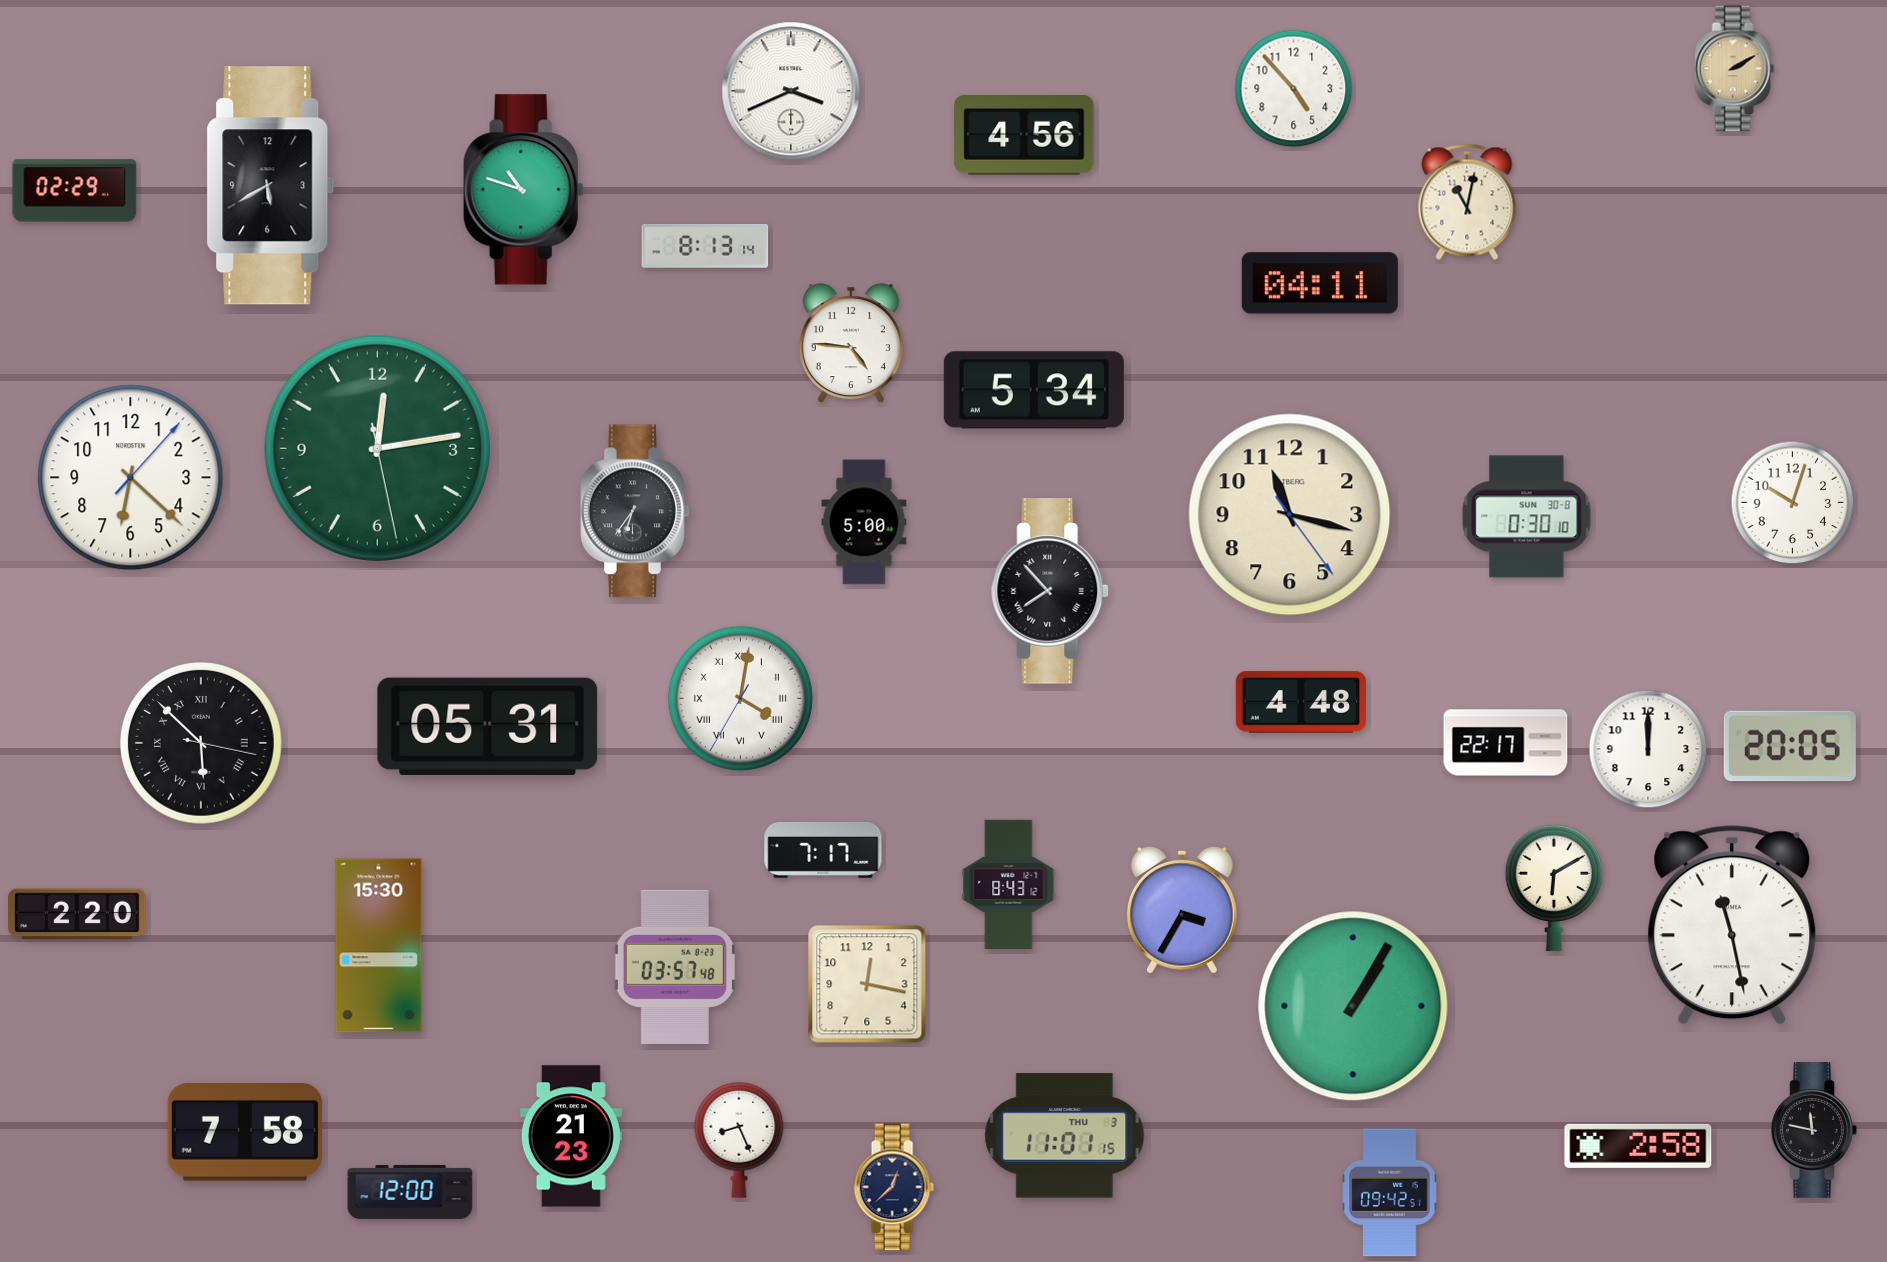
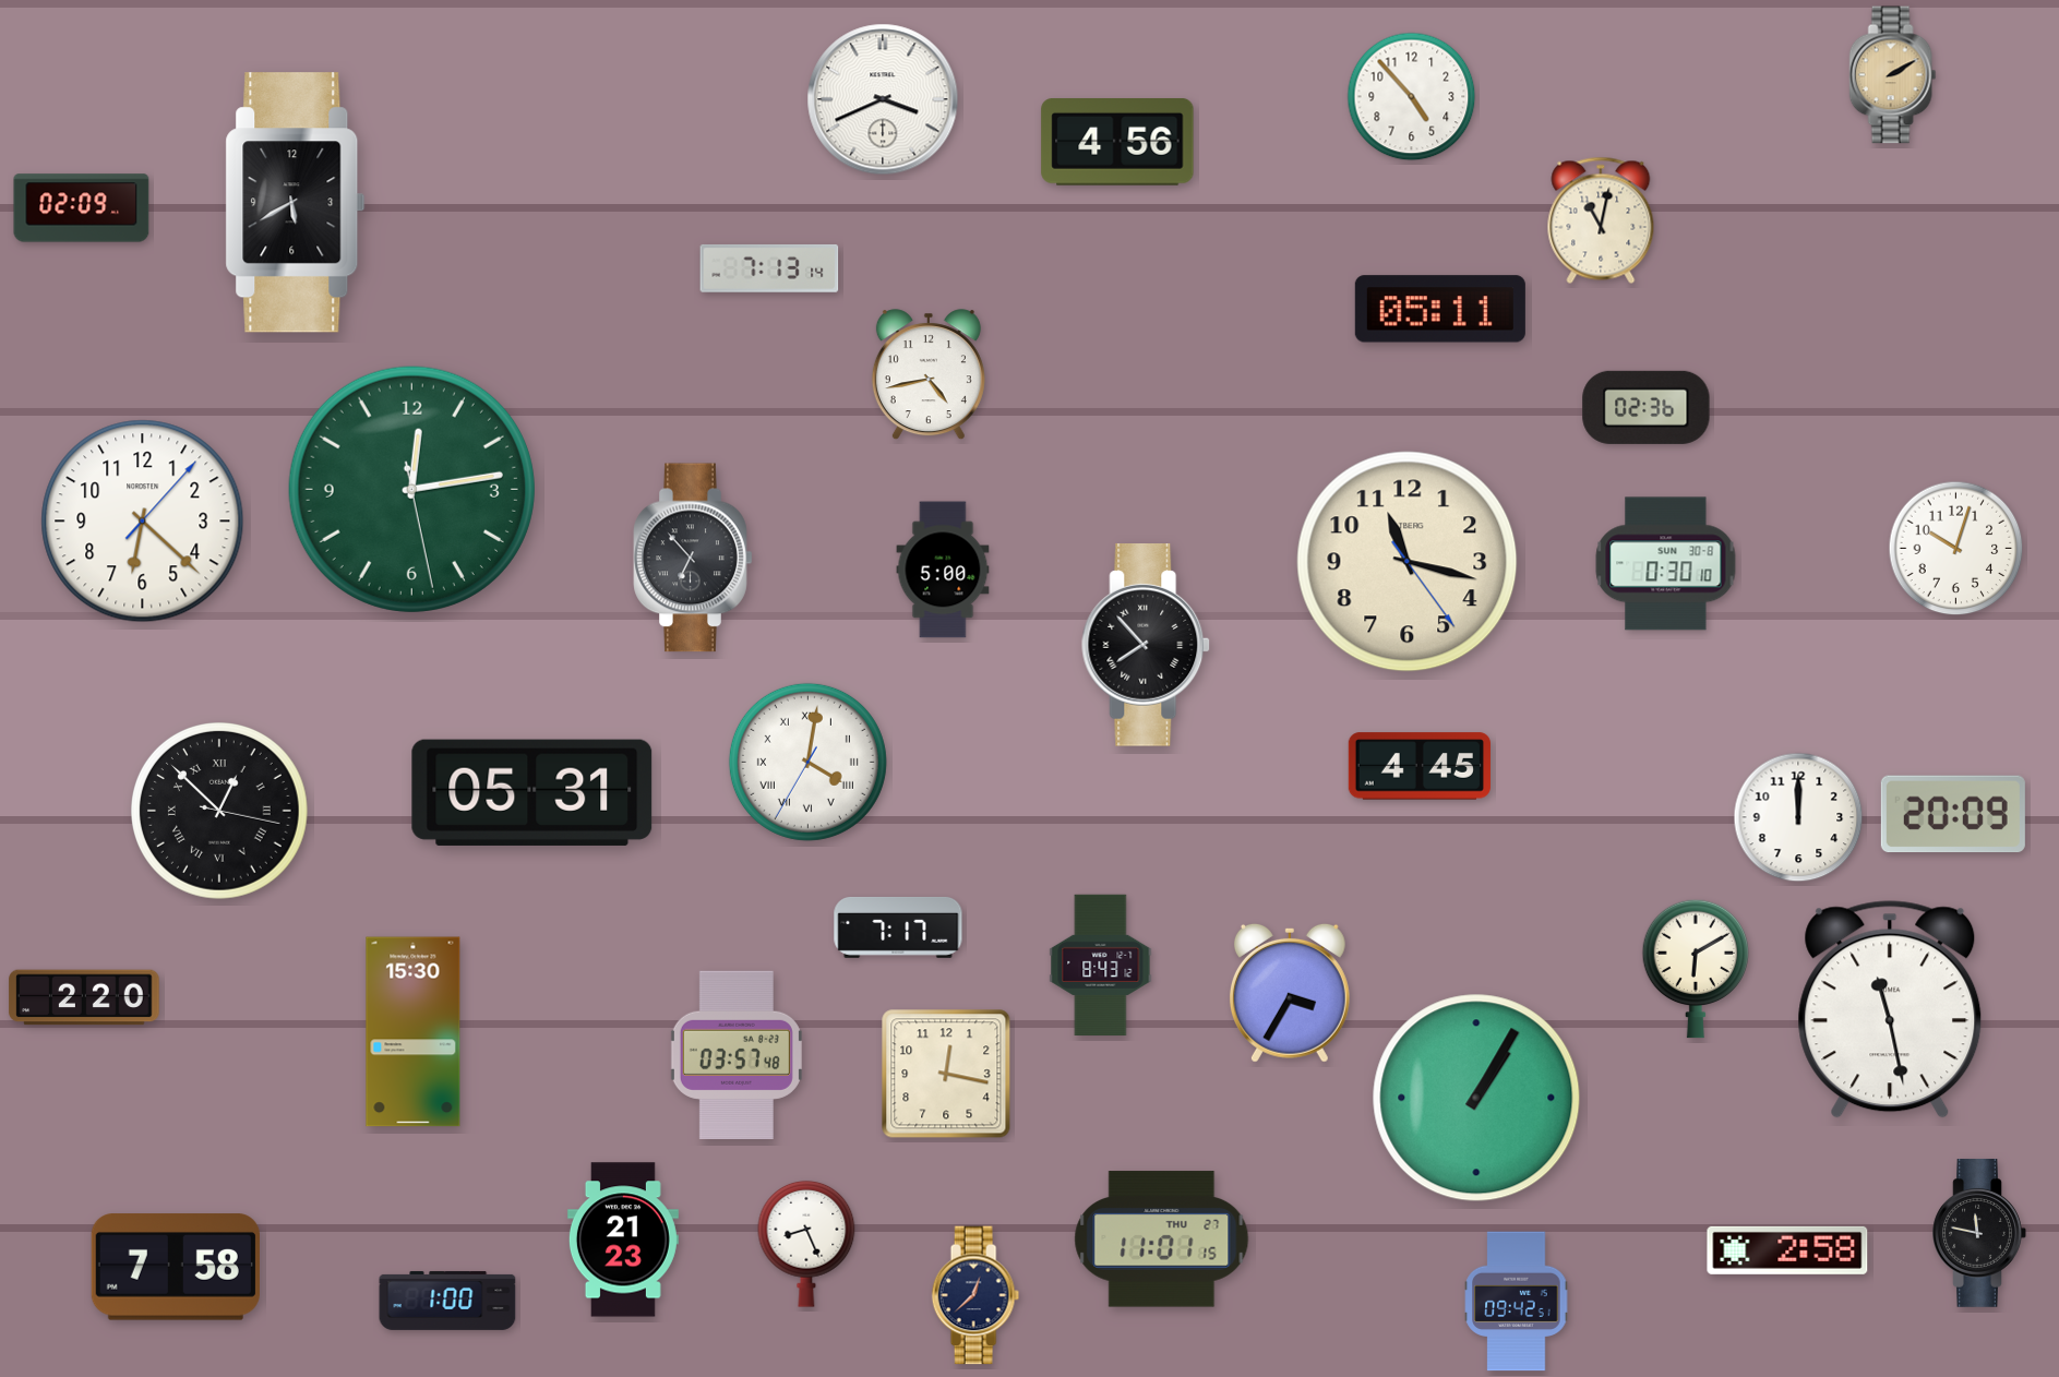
clock at (791, 91) position: (791, 91) -> (883, 99)
clock at (1024, 136) position: (1024, 136) -> (1117, 143)
clock at (523, 190): 10:48 -> none
clock at (75, 191): 02:29 -> 02:09
clock at (705, 246): 8:13 -> 7:13
clock at (1320, 283): 04:11 -> 05:11
clock at (851, 344): 4:46 -> 4:43
clock at (1647, 407): none -> 02:36
clock at (1034, 390): 5:34 -> none
clock at (635, 511): 6:36 -> 6:53
clock at (1301, 702): 4:48 -> 4:45
clock at (1506, 743): 22:17 -> none
clock at (202, 744): 5:52 -> 12:52
clock at (1790, 746): 20:05 -> 20:09
clock at (245, 1132) position: (245, 1132) -> (176, 1267)
clock at (1065, 1136) date: THU 3 -> THU 27
clock at (410, 1192): 12:00 -> 1:00
